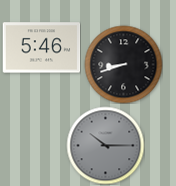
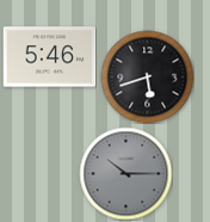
clock at (123, 64): 8:42 -> 5:42
